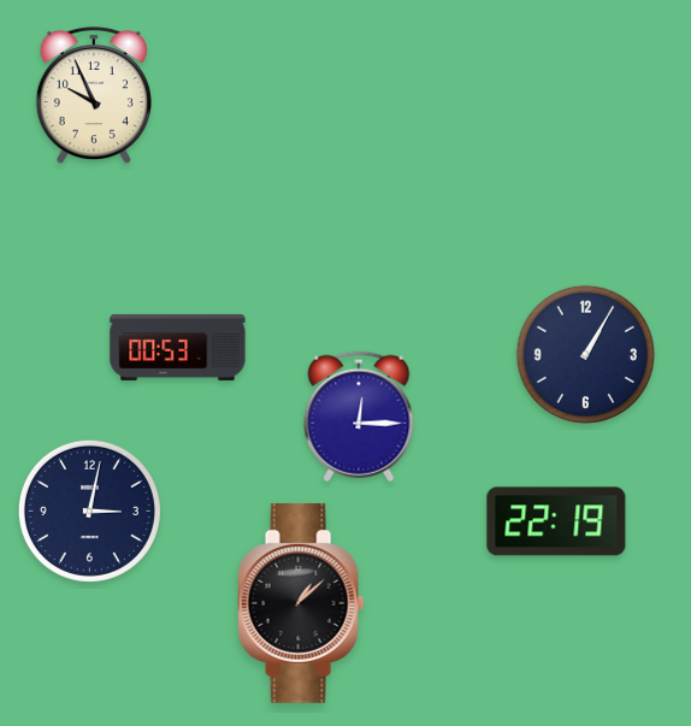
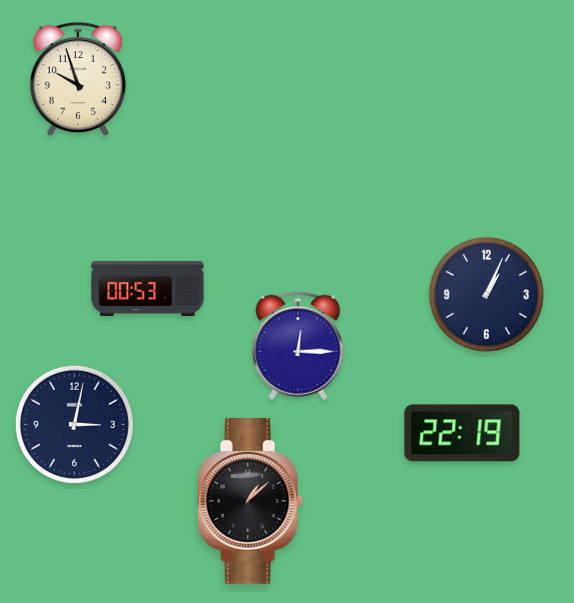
clock at (94, 95): 9:56 -> 9:57
clock at (585, 354): 1:05 -> 1:04
